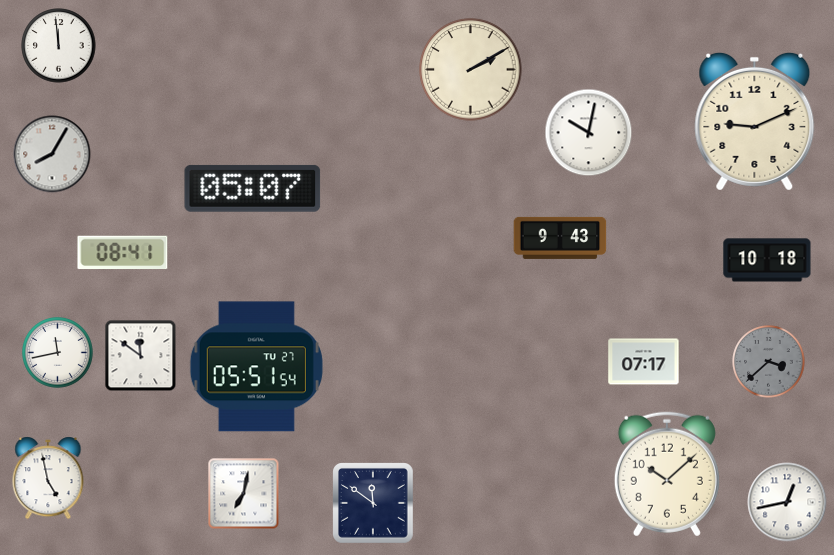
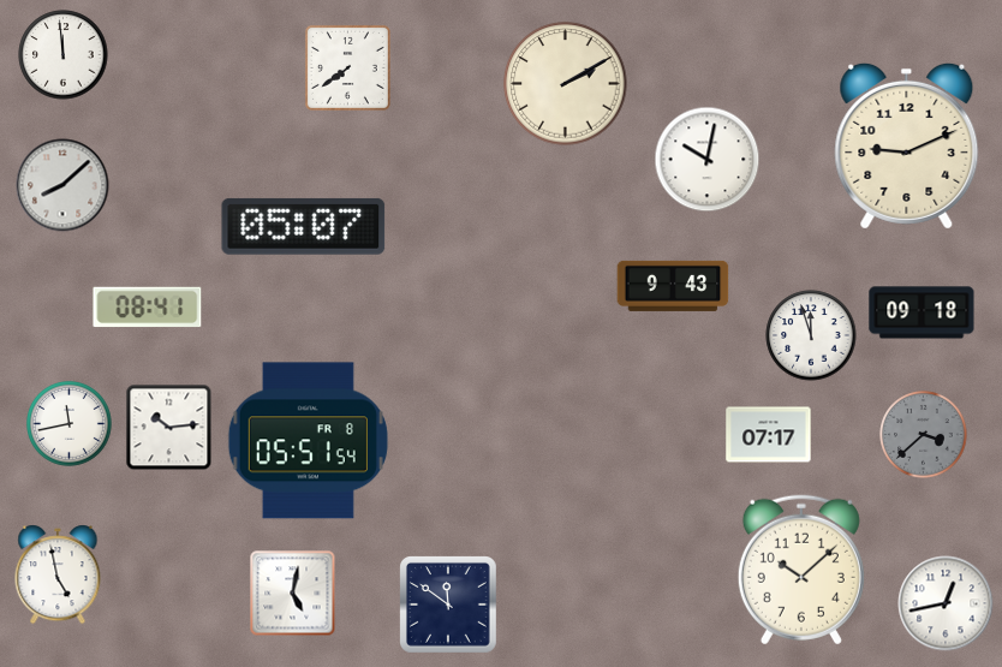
clock at (59, 46) position: (59, 46) -> (64, 55)
clock at (347, 67): none -> 7:39
clock at (52, 154): 8:05 -> 8:08
clock at (123, 253) position: (123, 253) -> (148, 308)
clock at (767, 260): 10:18 -> 09:18
clock at (811, 335): none -> 11:57
clock at (141, 356): 11:51 -> 10:14
clock at (644, 362) position: (644, 362) -> (769, 435)
clock at (256, 367) date: TU 27 -> FR 8
clock at (244, 494): 7:02 -> 5:02
